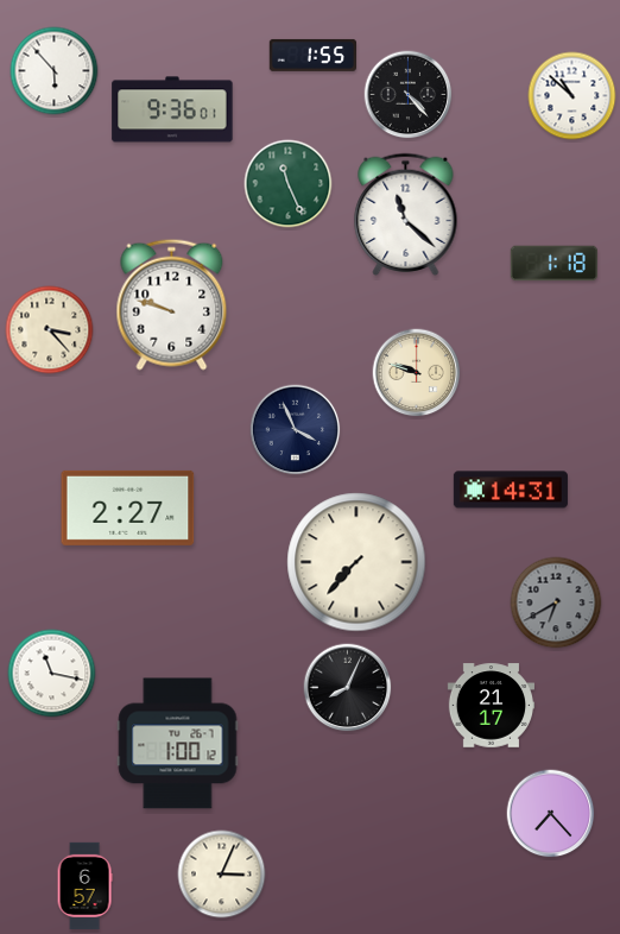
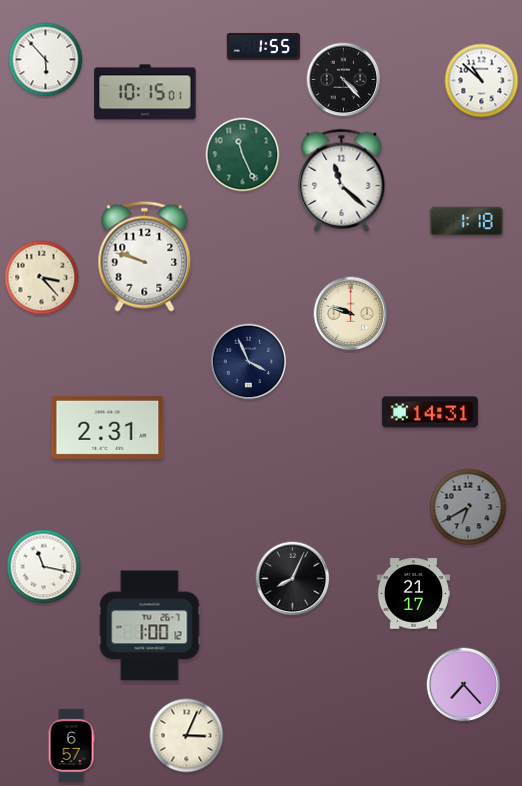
clock at (172, 109): 9:36 -> 10:15
clock at (128, 507): 2:27 -> 2:31
clock at (356, 562): 7:37 -> none
